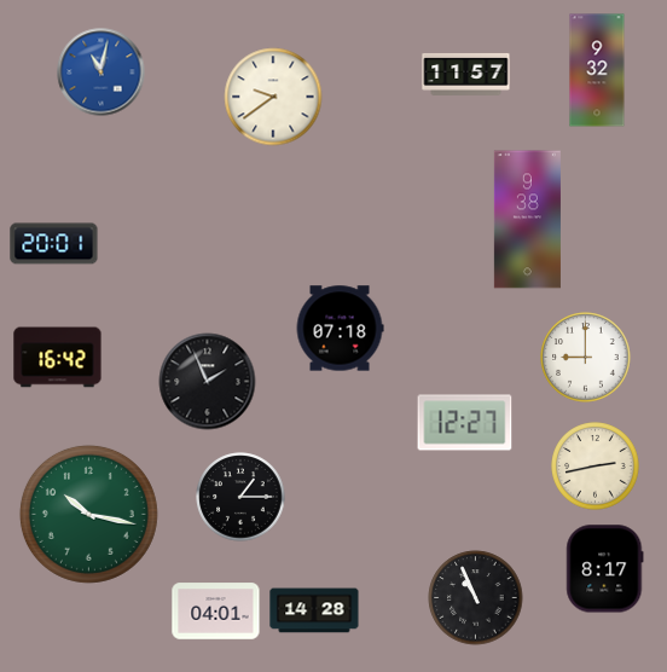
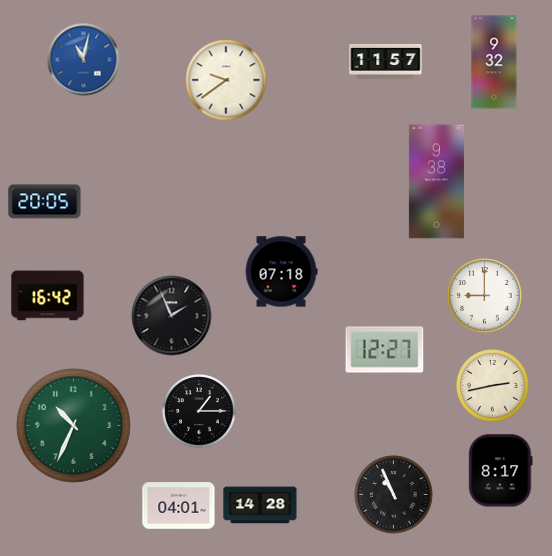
clock at (597, 70) position: (597, 70) -> (494, 62)
clock at (54, 244): 20:01 -> 20:05
clock at (88, 514): 10:17 -> 10:34
